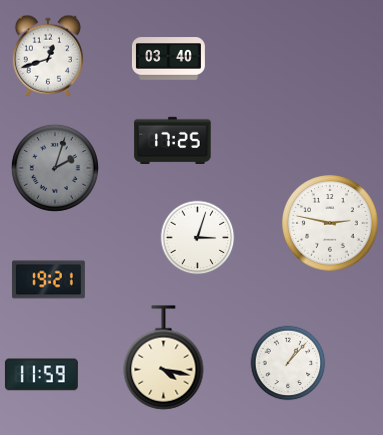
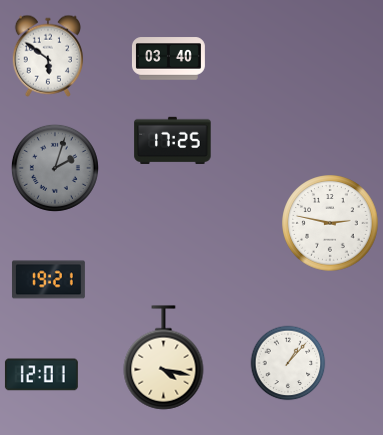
clock at (48, 56): 12:42 -> 5:51
clock at (198, 238): 3:03 -> none
clock at (41, 375): 11:59 -> 12:01
